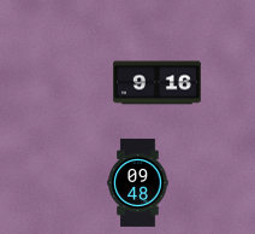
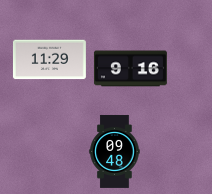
clock at (49, 60): none -> 11:29
